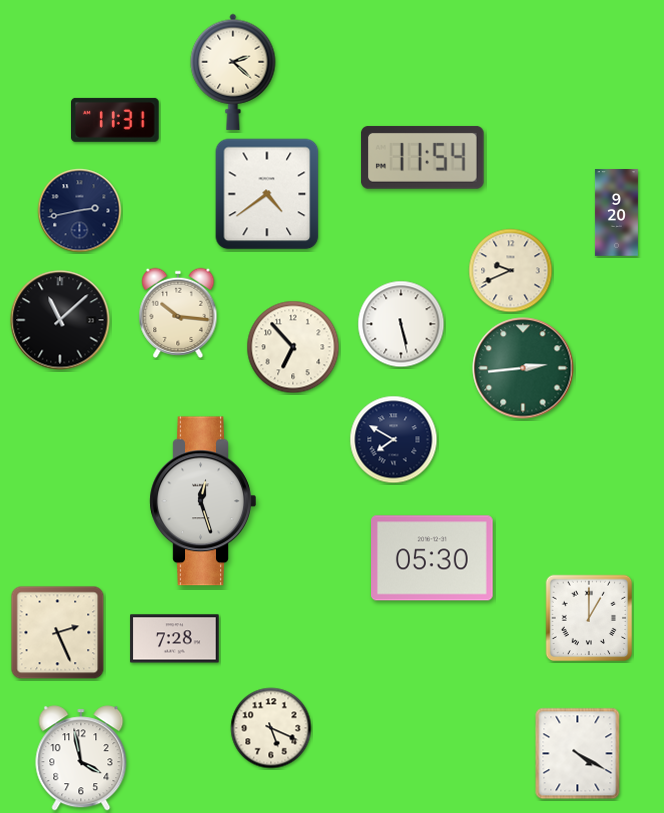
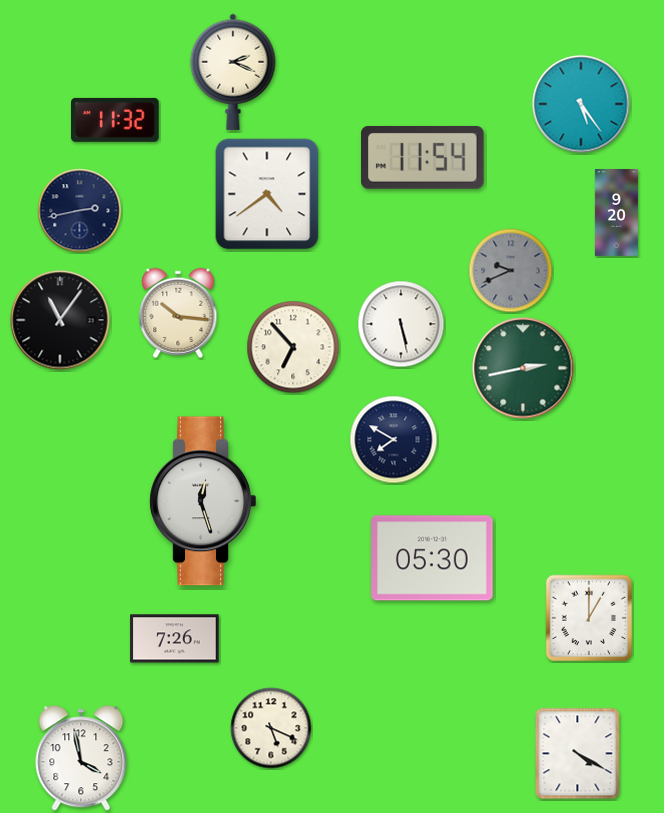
clock at (233, 72): 2:22 -> 2:19
clock at (581, 104): none -> 5:24
clock at (116, 120): 11:31 -> 11:32
clock at (511, 271) dial: cream -> grey
clock at (60, 320): 11:08 -> 11:06
clock at (523, 368): 2:44 -> 2:43
clock at (58, 633): 2:26 -> none
clock at (175, 639): 7:28 -> 7:26
